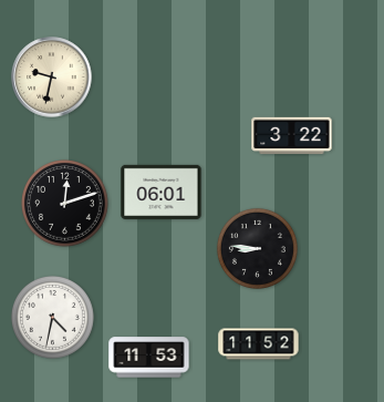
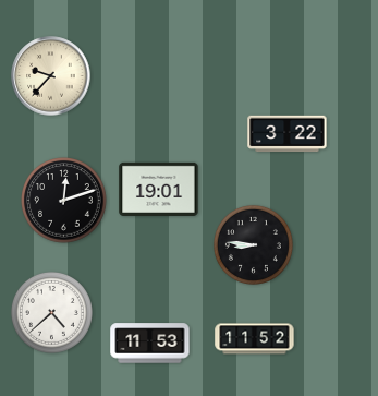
clock at (52, 78): 9:32 -> 9:37
clock at (162, 192): 06:01 -> 19:01
clock at (52, 317): 4:32 -> 4:38
clock at (149, 358) position: (149, 358) -> (150, 344)
